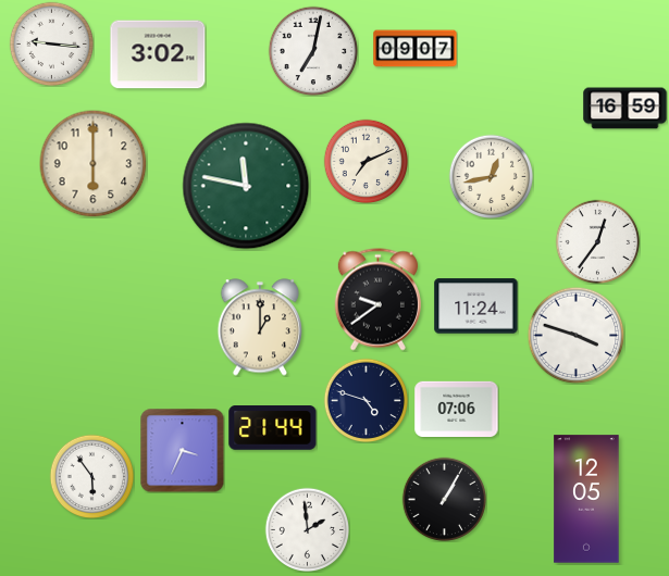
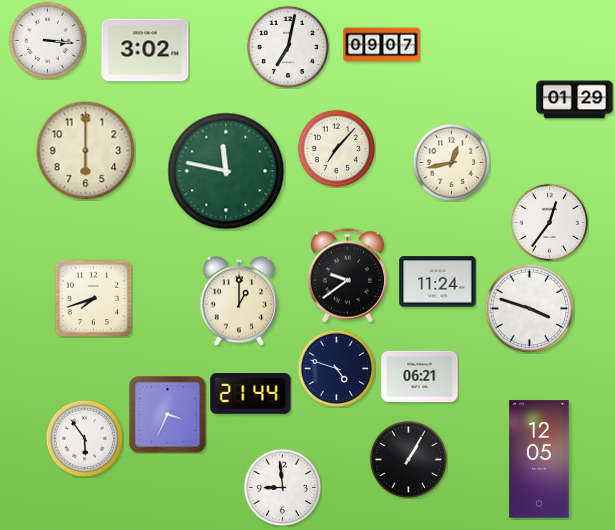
clock at (51, 43): 9:16 -> 3:16
clock at (625, 109): 16:59 -> 01:29
clock at (366, 161): 7:11 -> 7:07
clock at (93, 298): none -> 7:42
clock at (457, 409): 07:06 -> 06:21
clock at (307, 529): 1:59 -> 8:59
